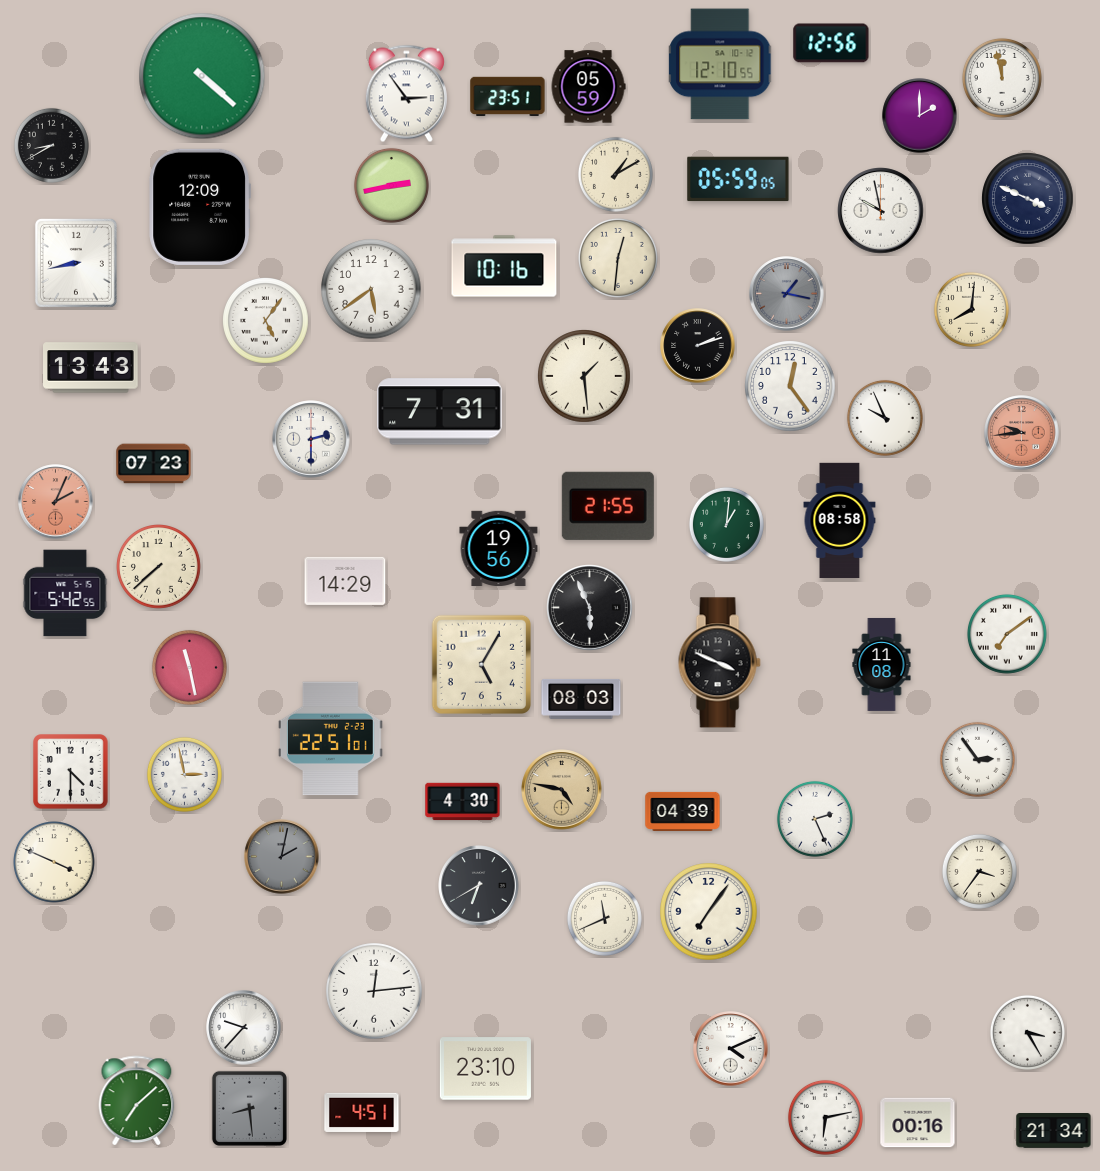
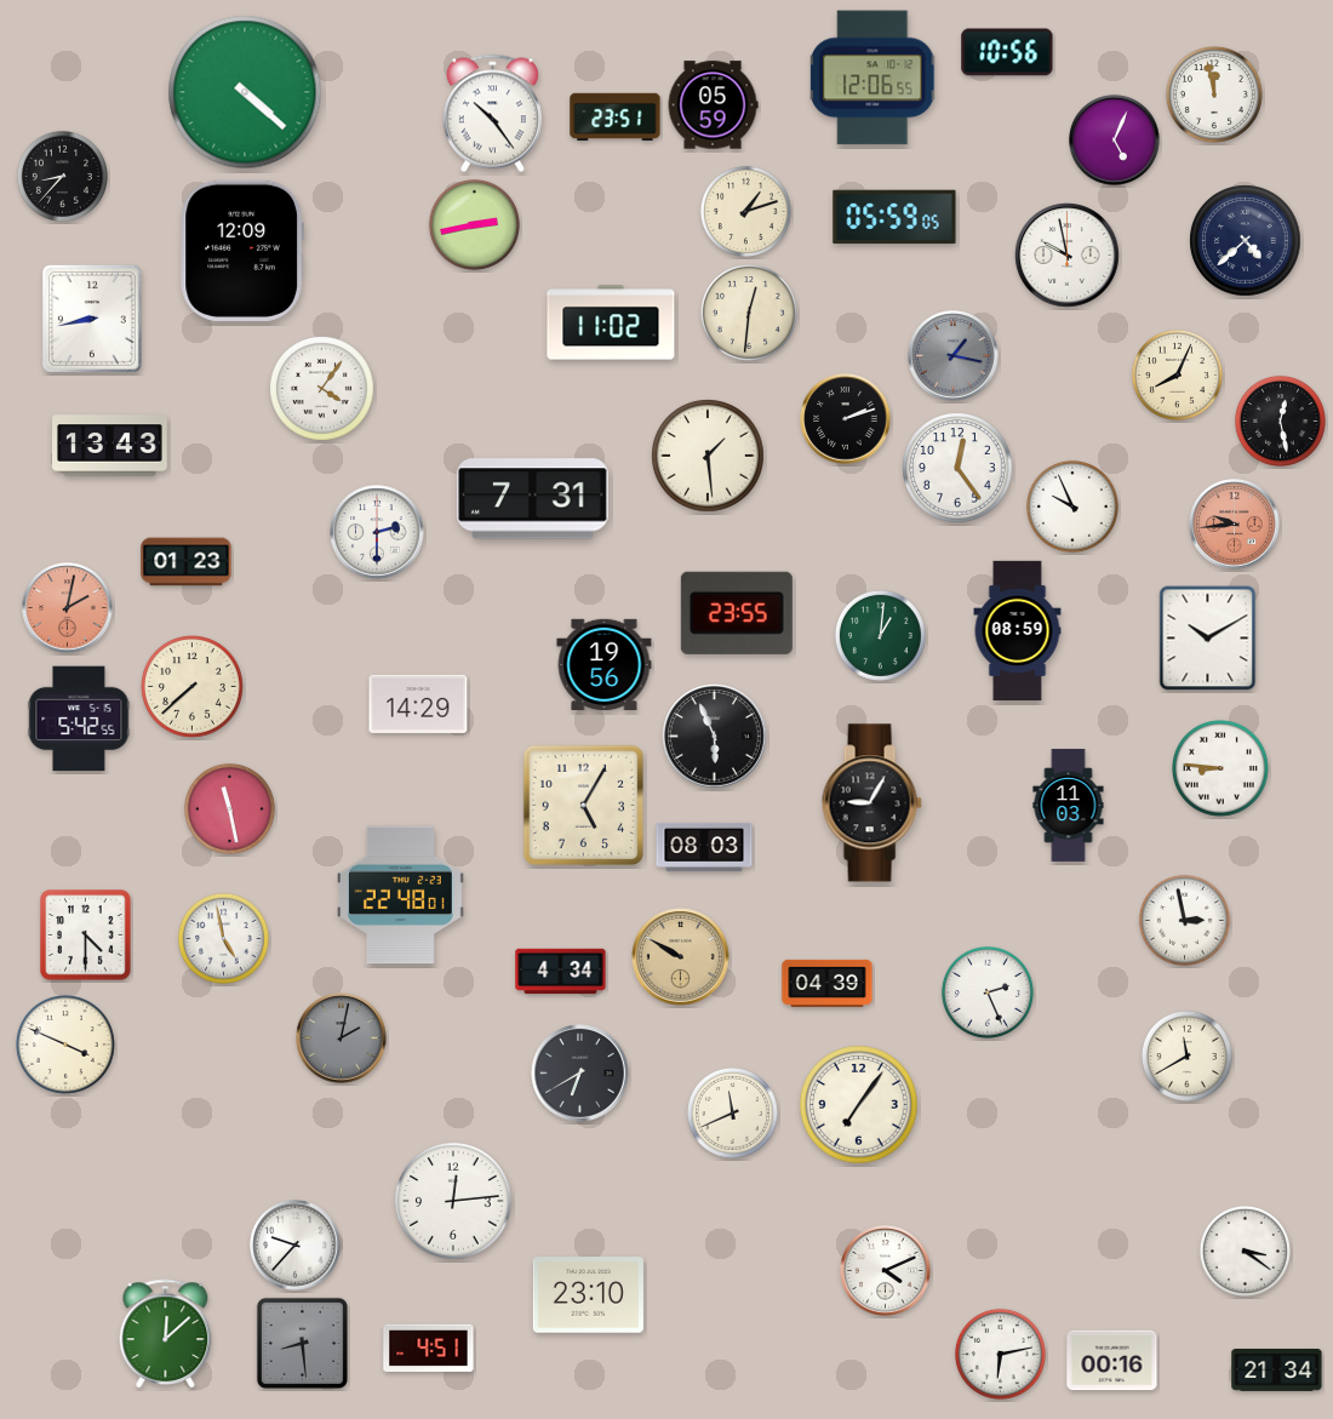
clock at (831, 43): 12:56 -> 10:56
clock at (721, 64): 12:10 -> 12:06
clock at (406, 94): 2:54 -> 10:24
clock at (920, 116): 2:00 -> 5:04
clock at (51, 145): 8:40 -> 8:37
clock at (615, 174): 1:10 -> 1:12
clock at (1028, 199): 3:49 -> 4:38
clock at (504, 266): 10:16 -> 11:02
clock at (371, 289): 5:39 -> none
clock at (971, 309): 8:01 -> 8:04
clock at (266, 321): 5:06 -> 4:06
clock at (1280, 420): none -> 12:28
clock at (1022, 433) position: (1022, 433) -> (1235, 525)
clock at (154, 464): 07:23 -> 01:23
clock at (56, 502): 2:04 -> 2:02
clock at (608, 506): 21:55 -> 23:55
clock at (840, 521): 08:58 -> 08:59
clock at (1208, 639): none -> 10:10
clock at (1007, 634): 7:09 -> 8:46
clock at (719, 663): 3:49 -> 9:05
clock at (882, 664): 11:08 -> 11:03
clock at (331, 739): 22:51 -> 22:48
clock at (977, 759): 2:54 -> 2:58
clock at (184, 774): 2:58 -> 4:58
clock at (562, 790): 4:47 -> 9:50
clock at (463, 802): 4:30 -> 4:34
clock at (979, 871): 3:36 -> 11:40
clock at (1027, 1032): 3:25 -> 3:21
clock at (137, 1100): 7:08 -> 12:08
clock at (362, 1112) position: (362, 1112) -> (429, 1348)
